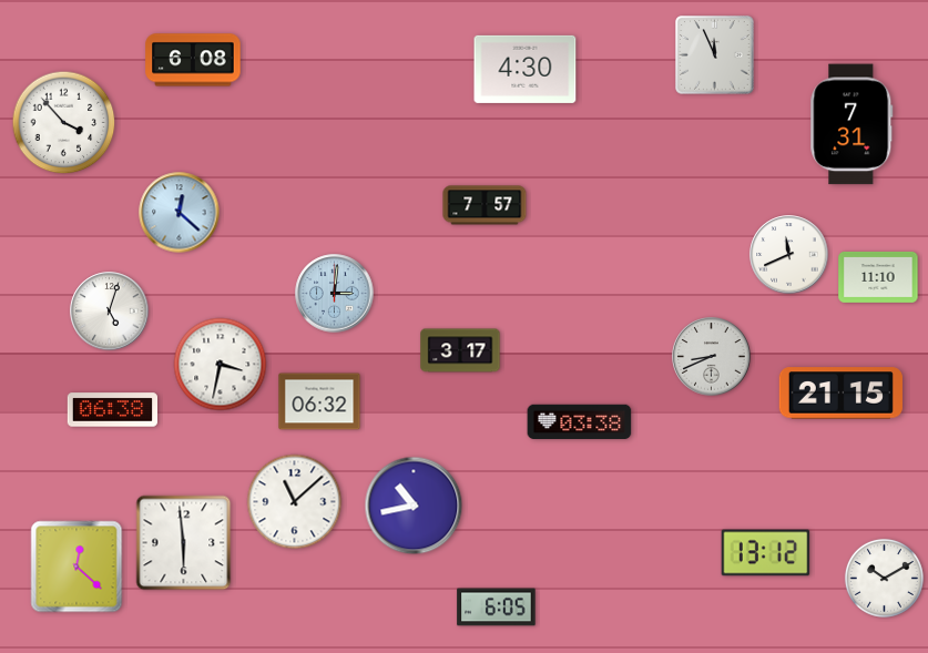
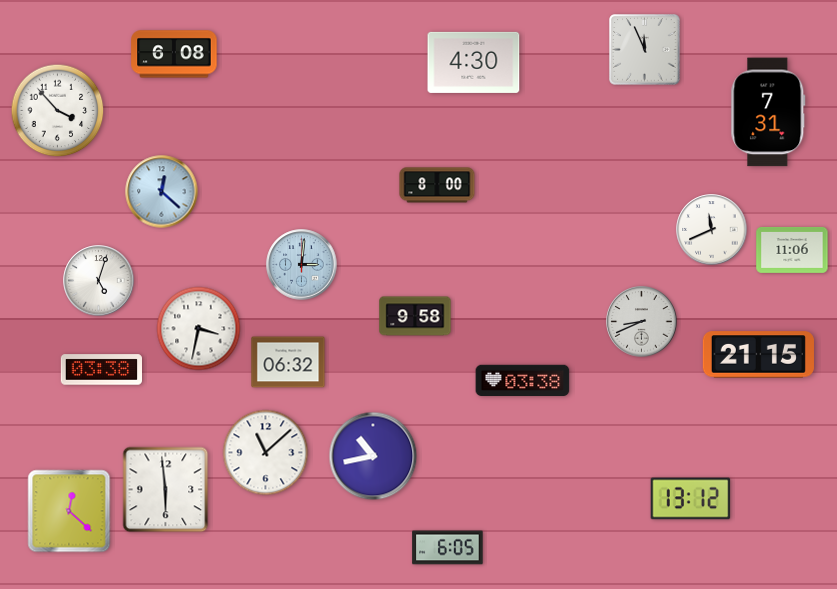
clock at (485, 205): 7:57 -> 8:00
clock at (878, 277): 11:10 -> 11:06
clock at (460, 350): 3:17 -> 9:58
clock at (112, 410): 06:38 -> 03:38
clock at (884, 578): 10:10 -> none
